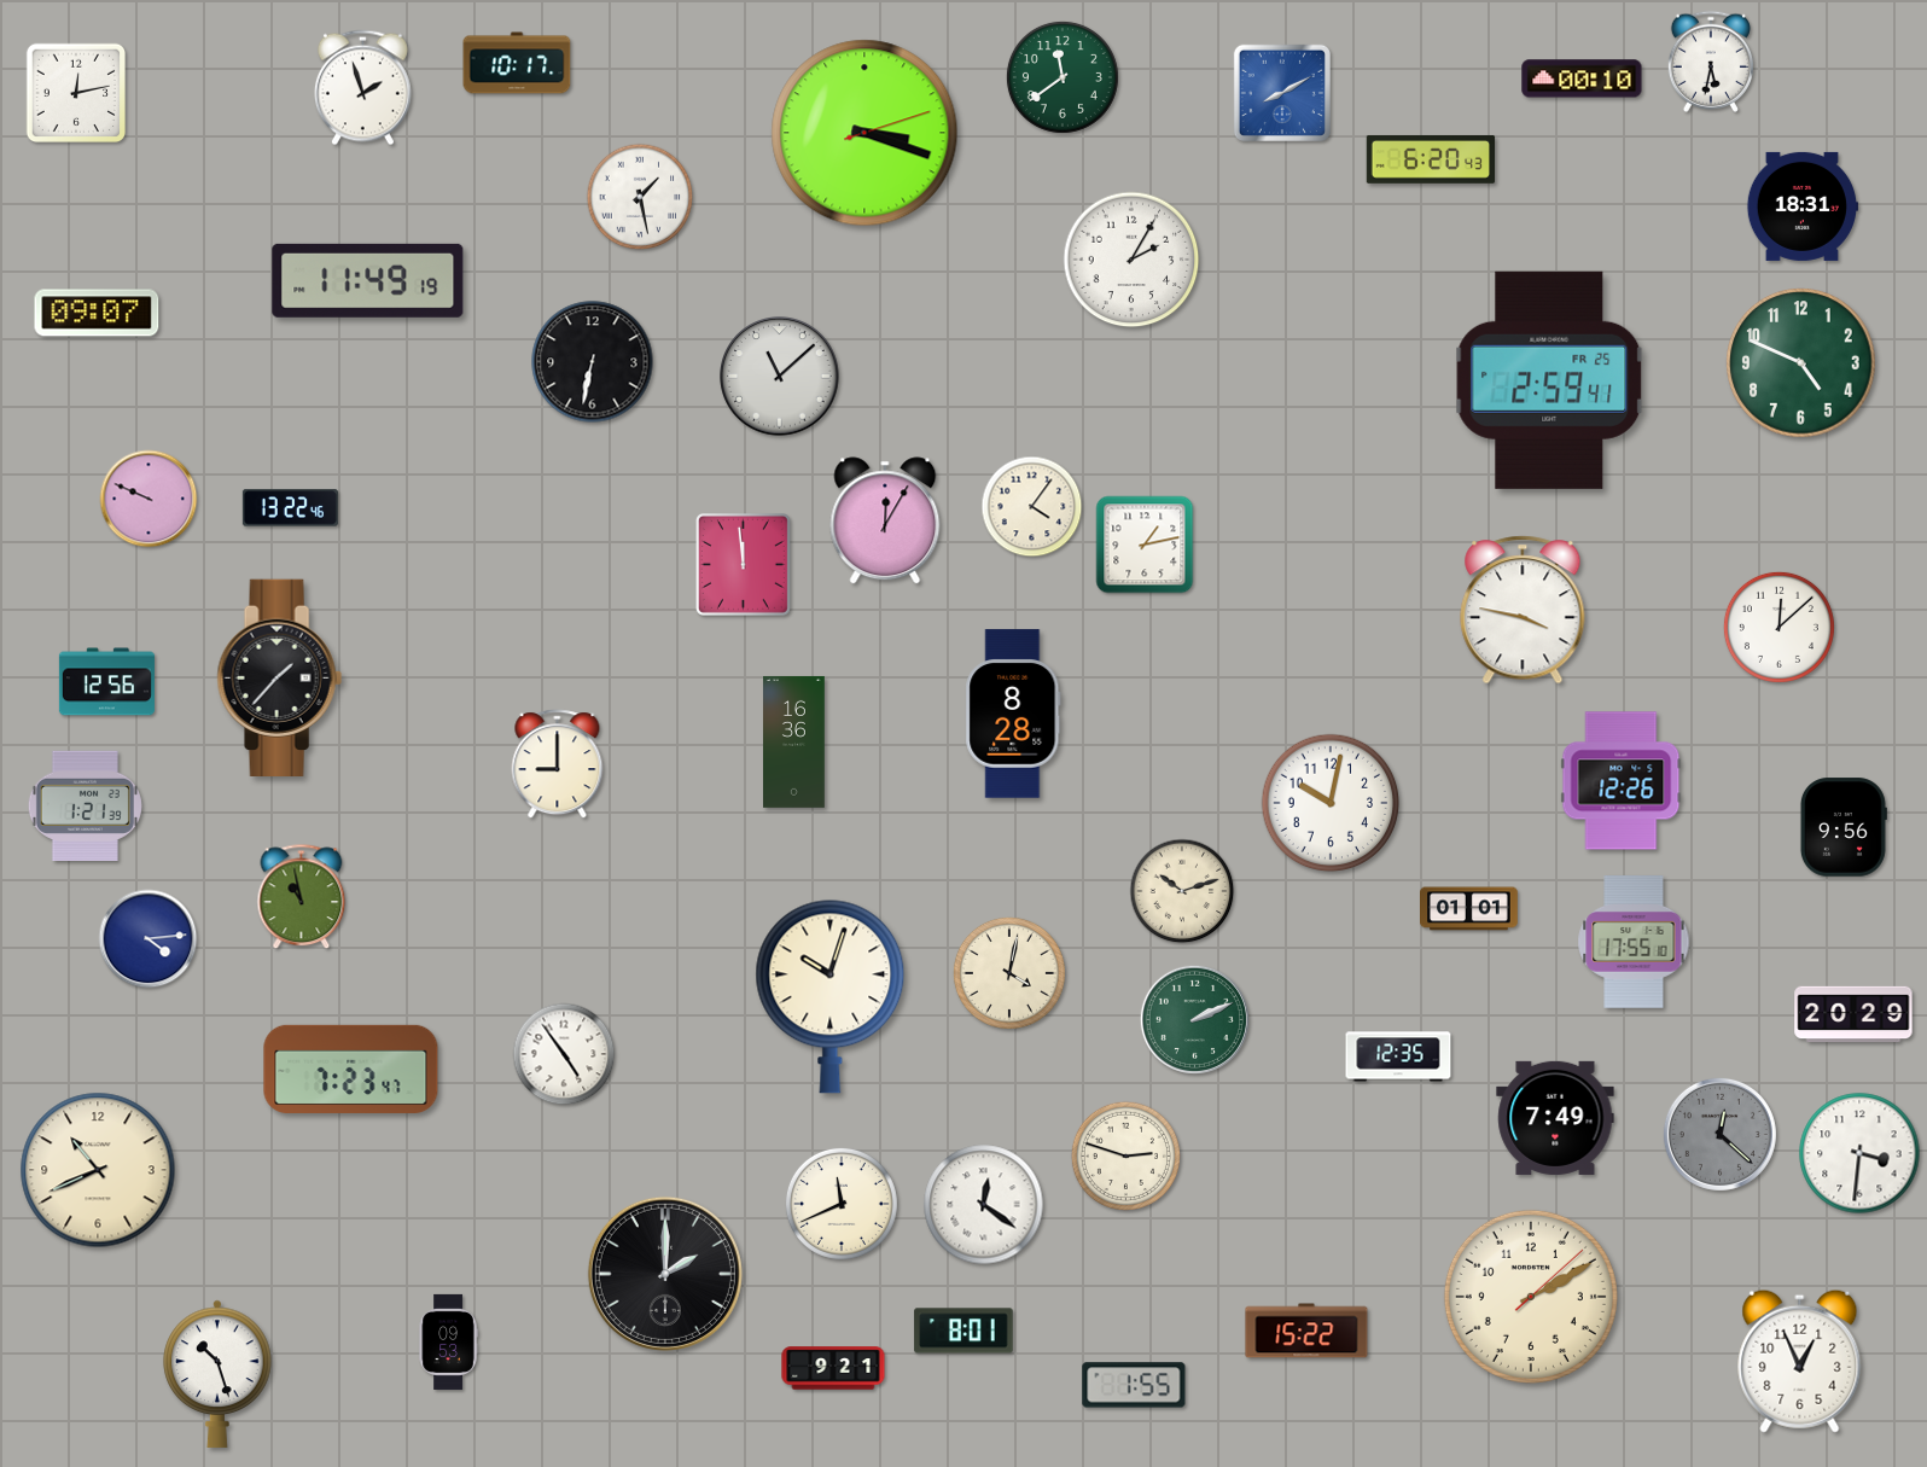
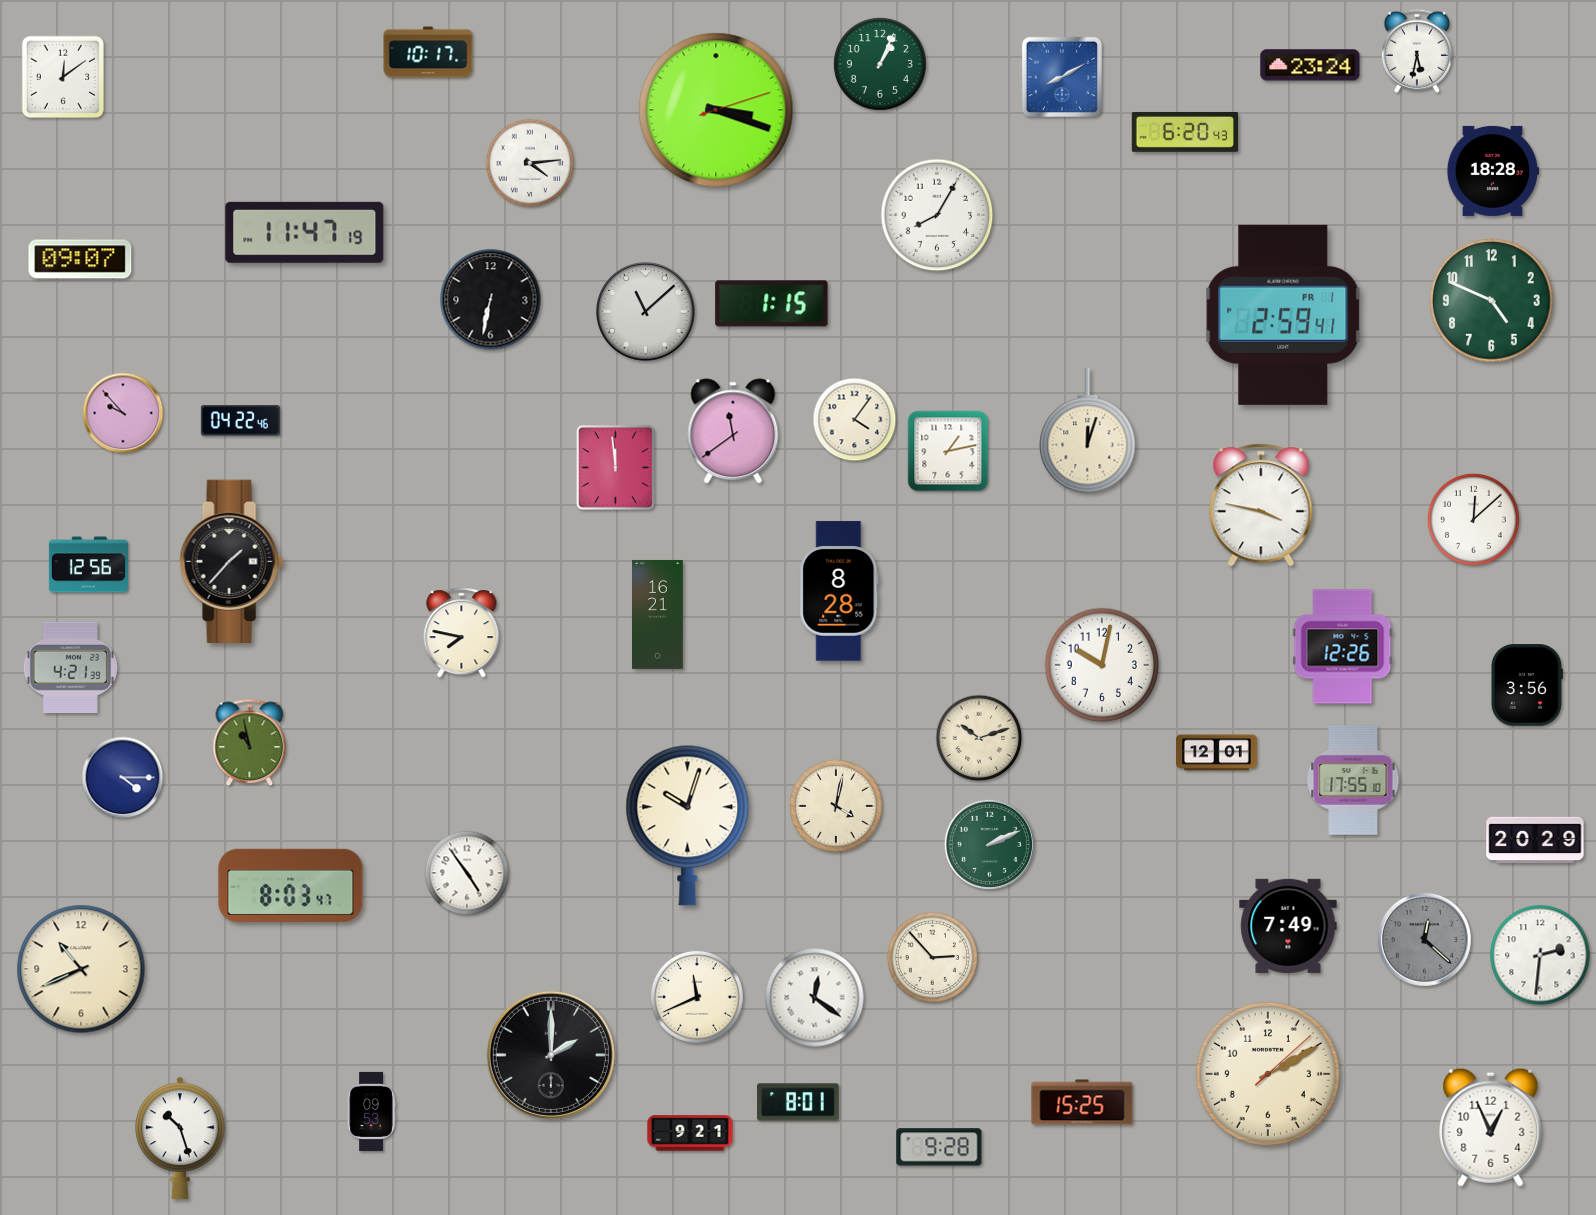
clock at (1063, 77): 11:39 -> 1:04
clock at (1582, 78): 00:10 -> 23:24
clock at (362, 88): 1:57 -> none
clock at (76, 93): 12:13 -> 12:09
clock at (640, 197): 1:28 -> 4:14
clock at (1801, 206): 18:31 -> 18:28
clock at (1131, 260): 2:05 -> 8:05
clock at (368, 280): 11:49 -> 11:47
clock at (772, 304): none -> 1:15
clock at (1549, 380) date: FR 25 -> FR 1
clock at (149, 499): 9:49 -> 9:53
clock at (290, 508): 13:22 -> 04:22
clock at (885, 520): 12:05 -> 11:39
clock at (1088, 431): none -> 12:03
clock at (794, 741): 16:36 -> 16:21
clock at (558, 764): 9:00 -> 7:47
clock at (85, 805): 1:21 -> 4:21
clock at (1842, 827): 9:56 -> 3:56
clock at (1469, 909): 01:01 -> 12:01
clock at (149, 939): 4:14 -> 4:15
clock at (1398, 1056): 12:35 -> none
clock at (351, 1069): 7:23 -> 8:03
clock at (1859, 1153): 3:31 -> 2:31
clock at (1125, 1155): 2:48 -> 2:53
clock at (1306, 1331): 15:22 -> 15:25
clock at (1134, 1385): 1:55 -> 9:28
